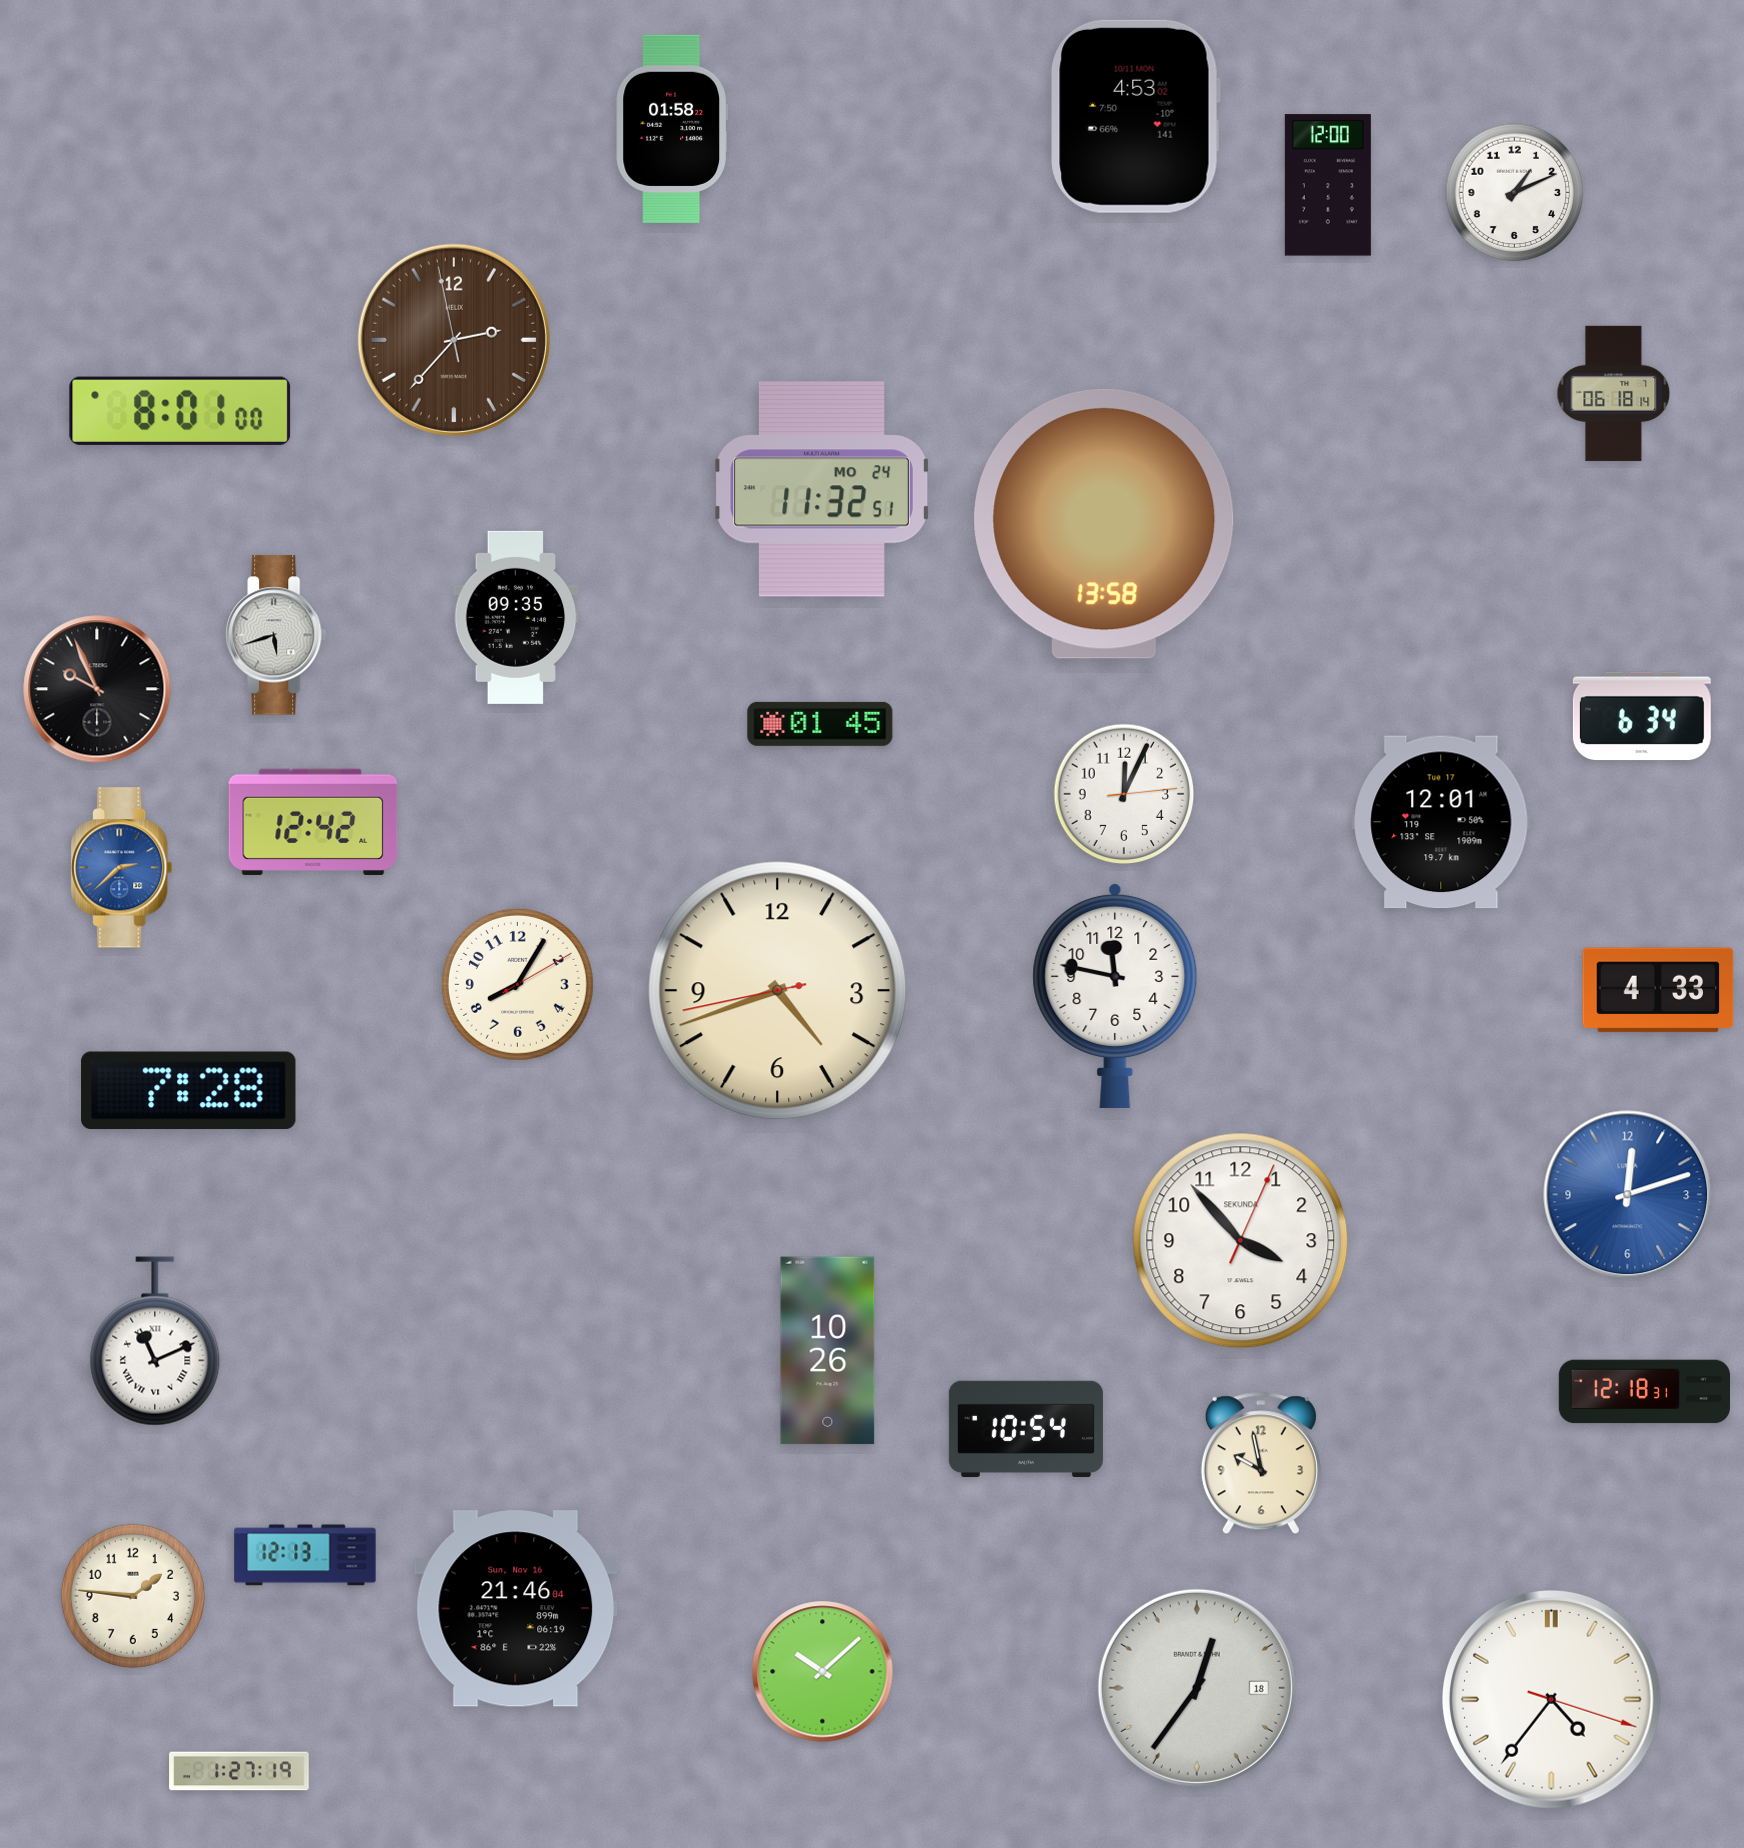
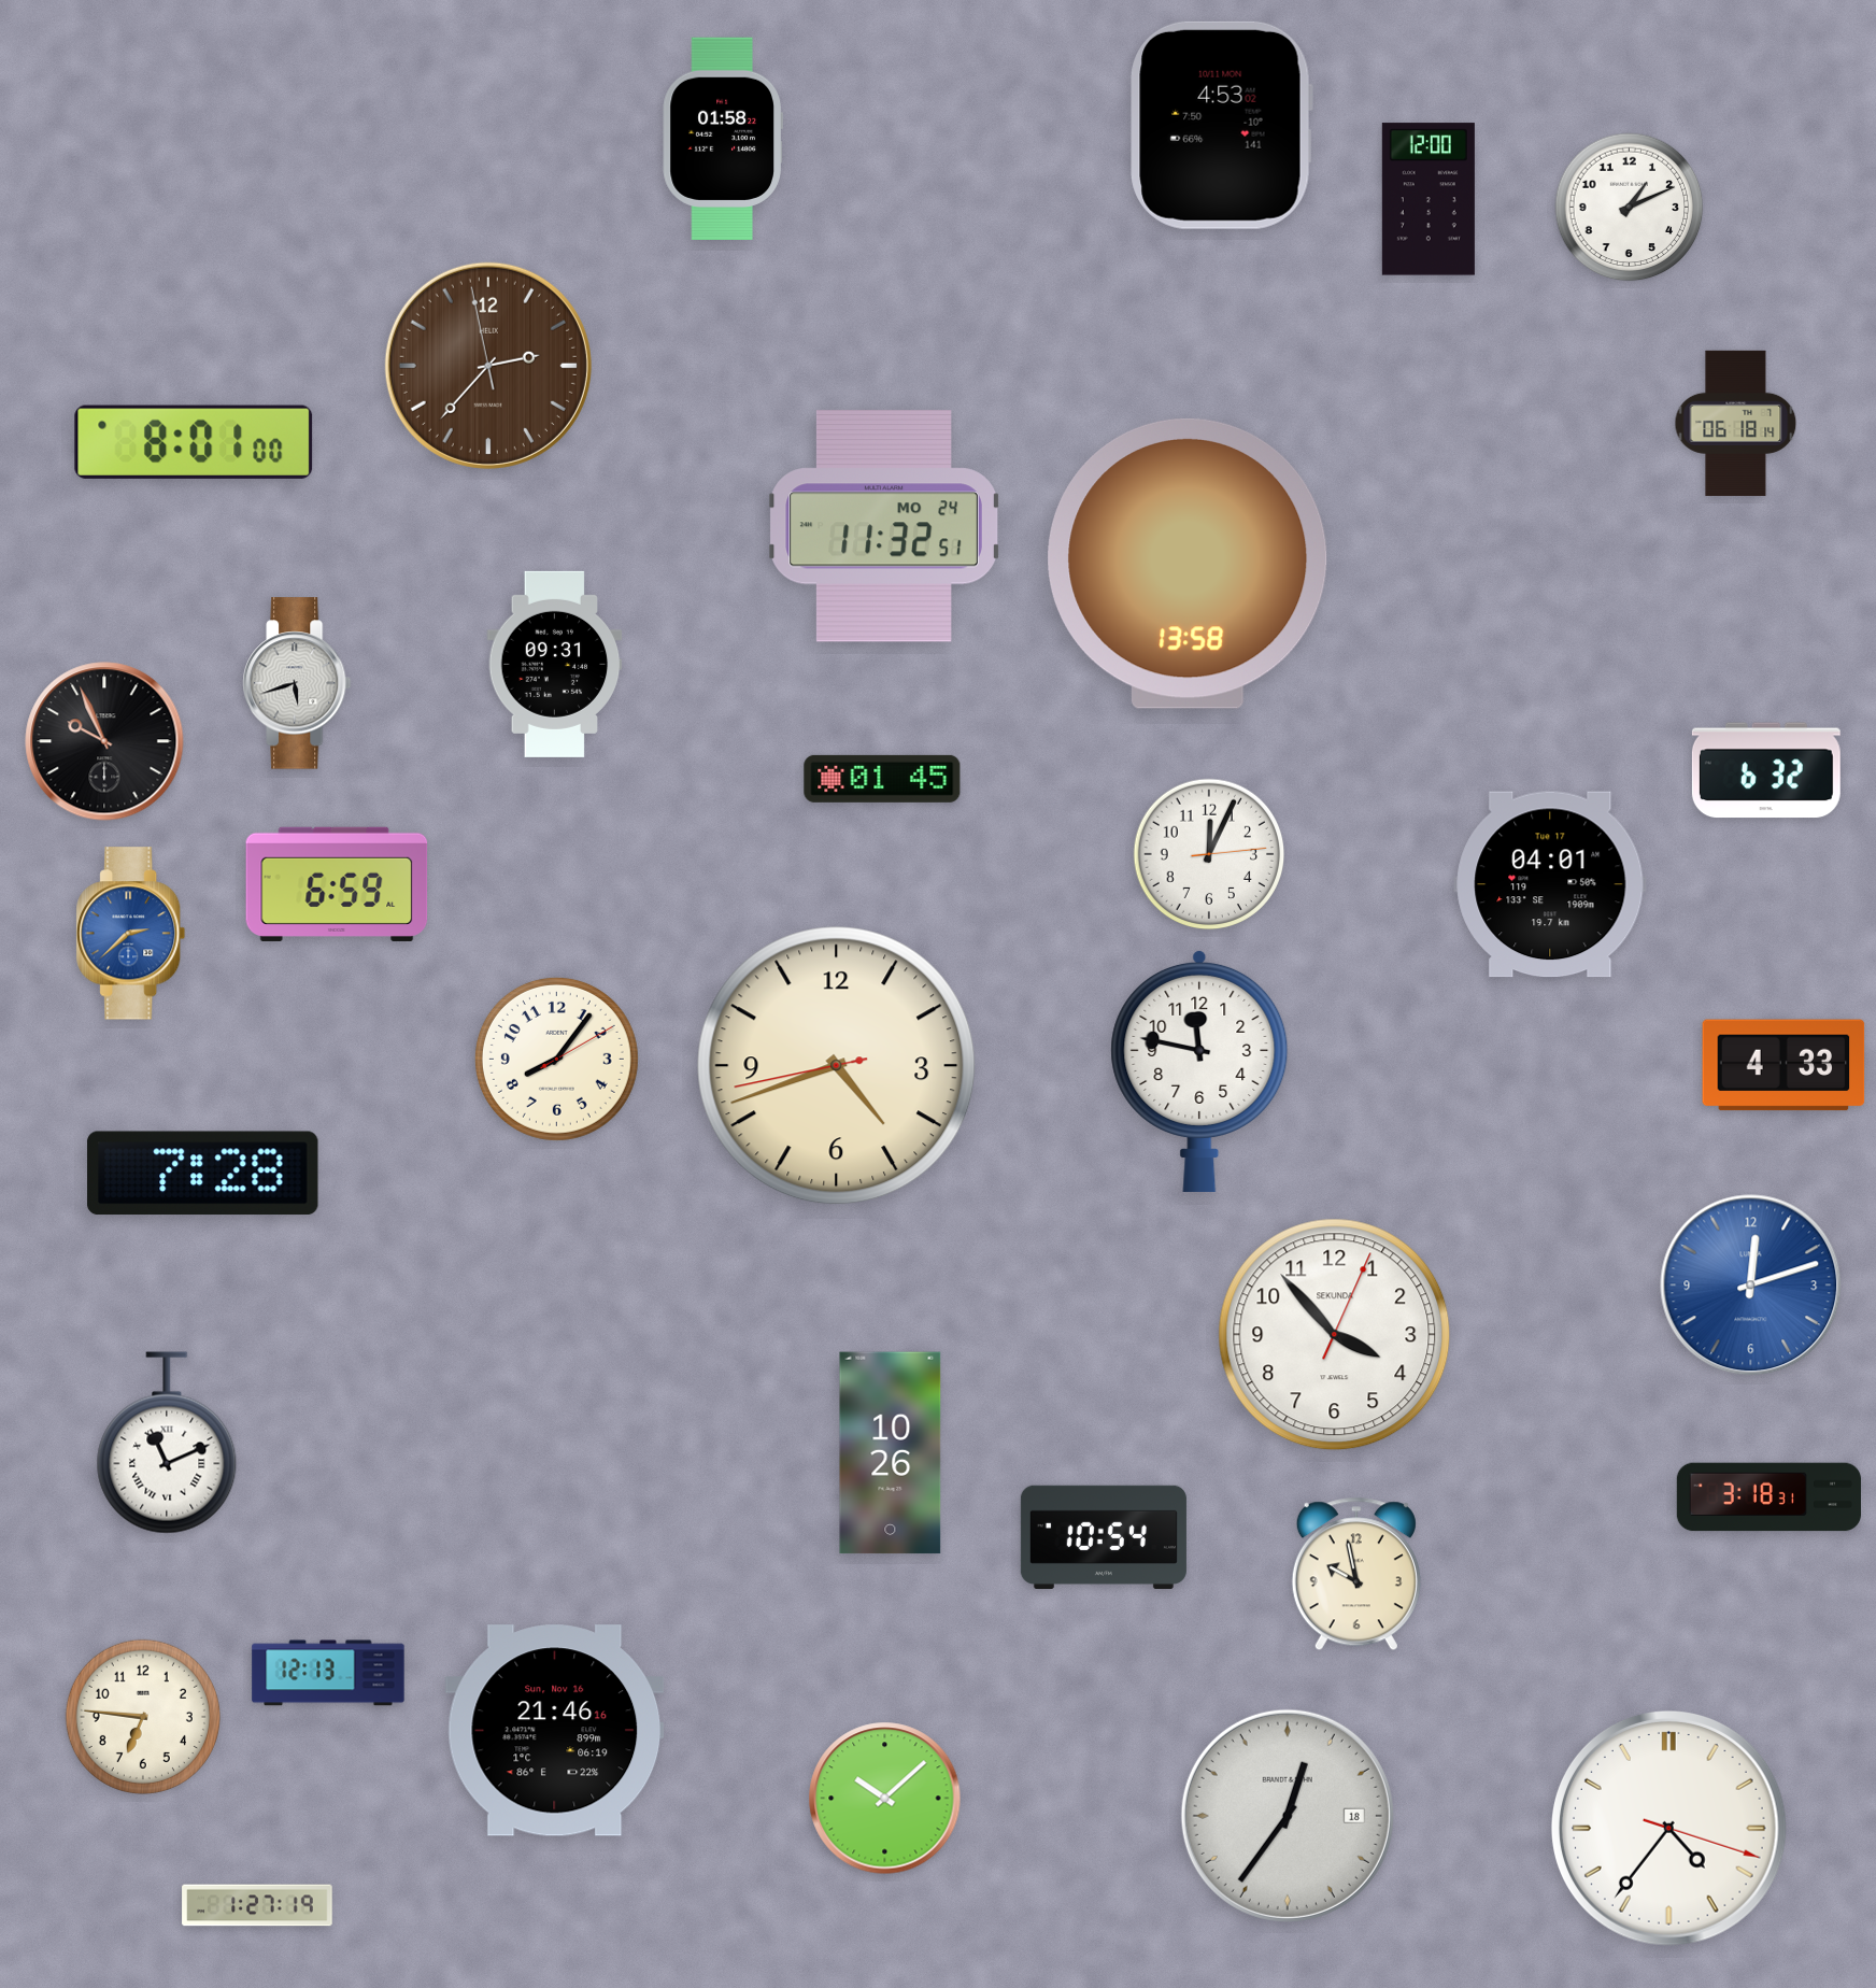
clock at (516, 617): 09:35 -> 09:31
clock at (1642, 716): 6:34 -> 6:32
clock at (313, 822): 12:42 -> 6:59
clock at (1441, 822): 12:01 -> 04:01
clock at (517, 984): 8:05 -> 8:06
clock at (1644, 1392): 12:18 -> 3:18
clock at (133, 1596): 1:46 -> 6:46
clock at (516, 1609): 21:46:04 -> 21:46:16
